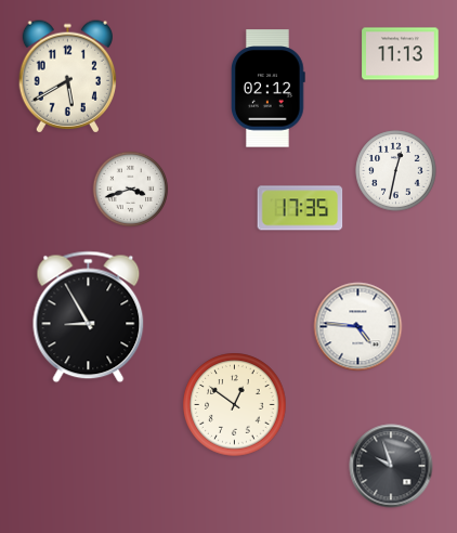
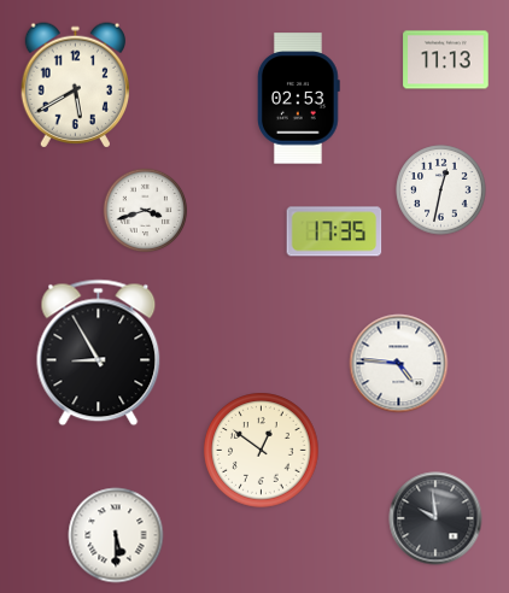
clock at (267, 89): 02:12 -> 02:53
clock at (391, 466): 9:57 -> 9:59
clock at (116, 535): none -> 5:30
